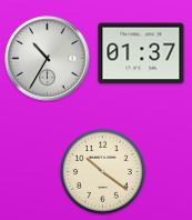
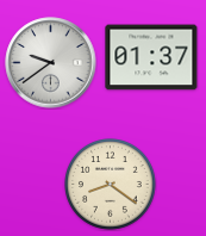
clock at (48, 59): 10:35 -> 9:39
clock at (103, 172): 10:21 -> 8:21
